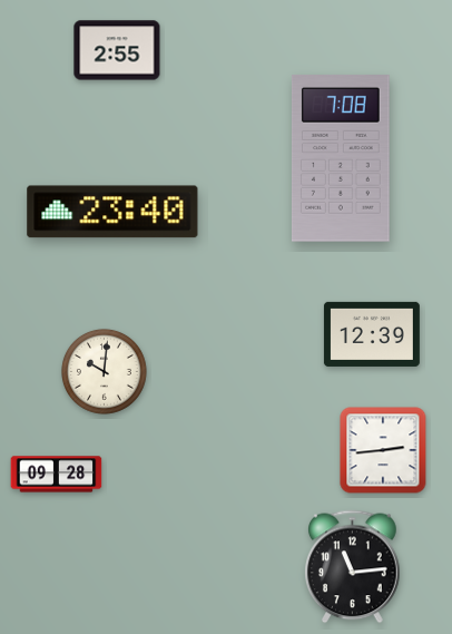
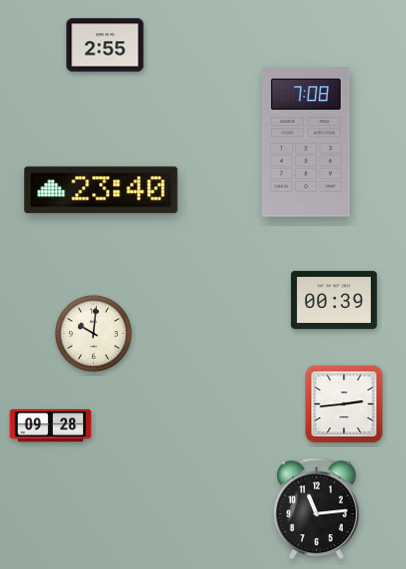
clock at (372, 334): 12:39 -> 00:39
